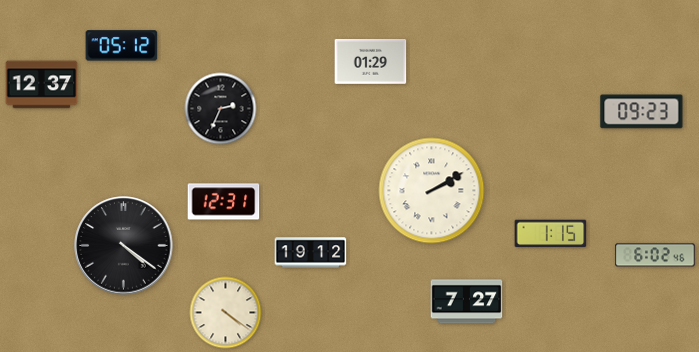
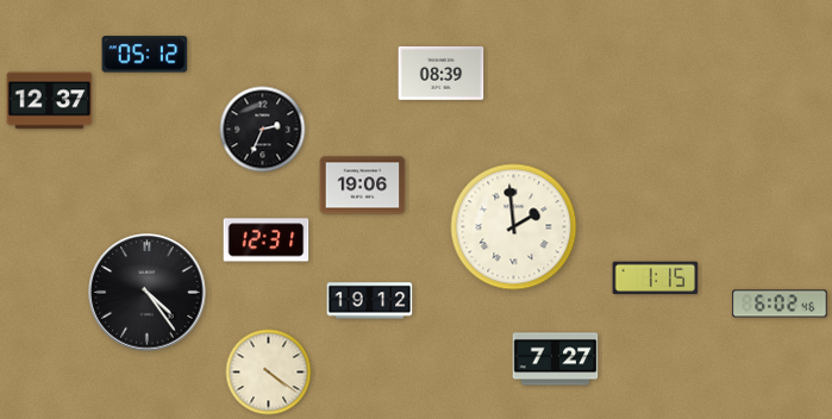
clock at (371, 62): 01:29 -> 08:39
clock at (642, 112): 09:23 -> none
clock at (363, 186): none -> 19:06
clock at (432, 191): 2:10 -> 1:59
clock at (124, 246): 4:21 -> 4:24
